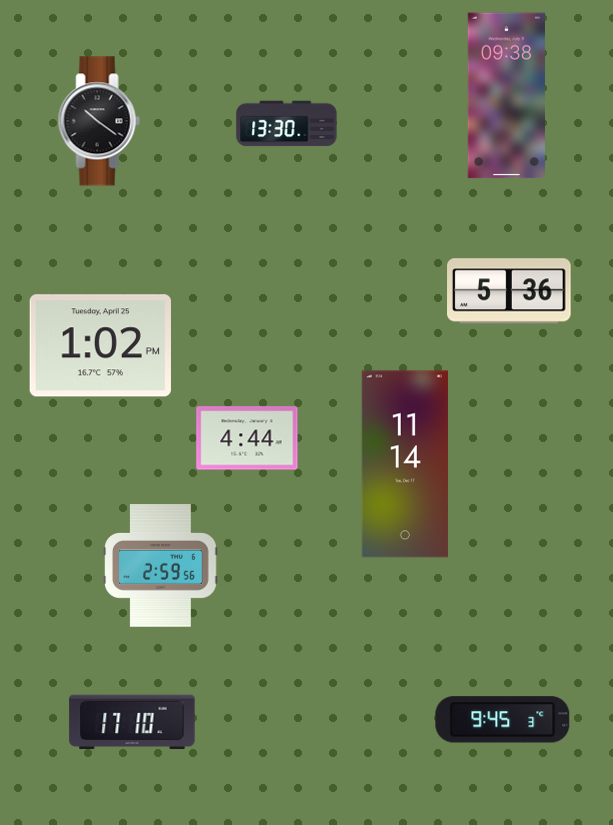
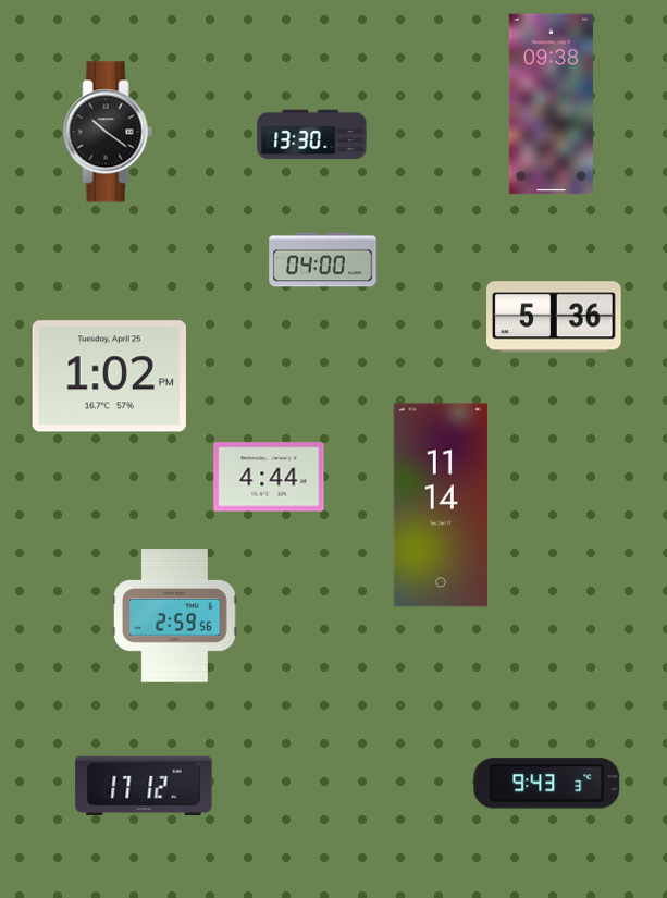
clock at (323, 260): none -> 04:00
clock at (503, 720): 9:45 -> 9:43
clock at (132, 722): 17:10 -> 17:12
